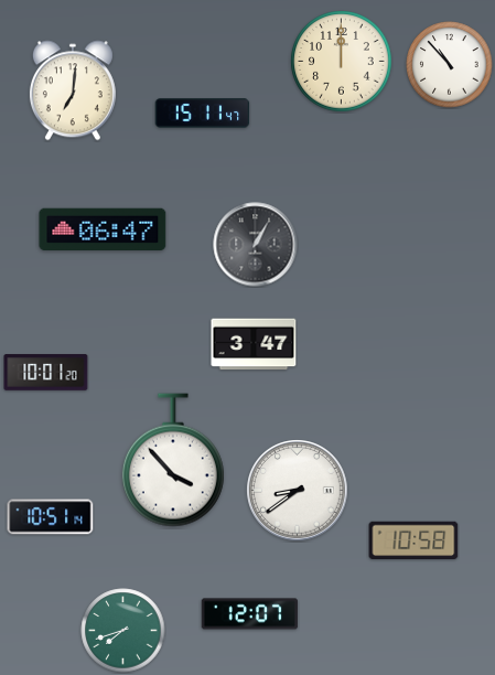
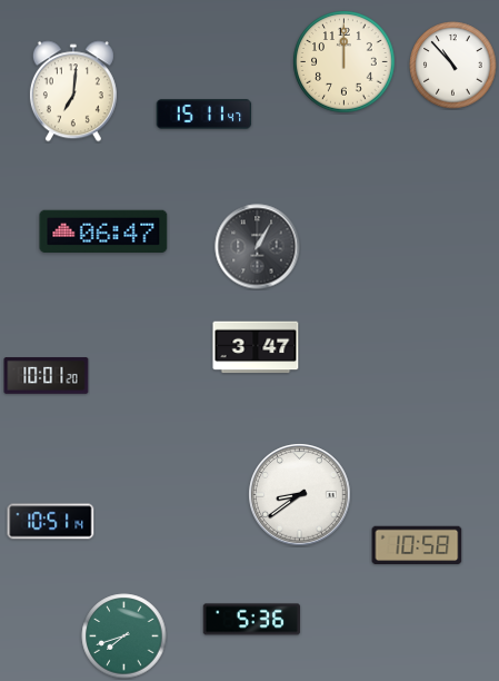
clock at (173, 460): 3:53 -> none
clock at (250, 614): 12:07 -> 5:36
